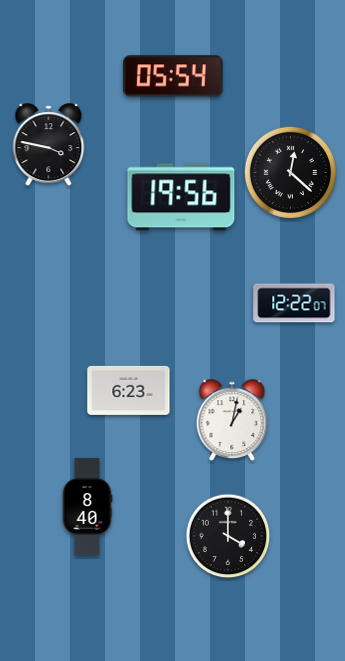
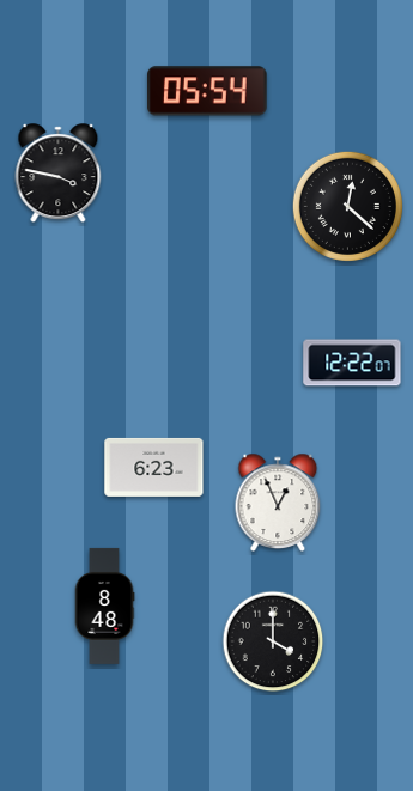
clock at (181, 197): 19:56 -> none
clock at (232, 419): 1:02 -> 12:56
clock at (87, 506): 8:40 -> 8:48
